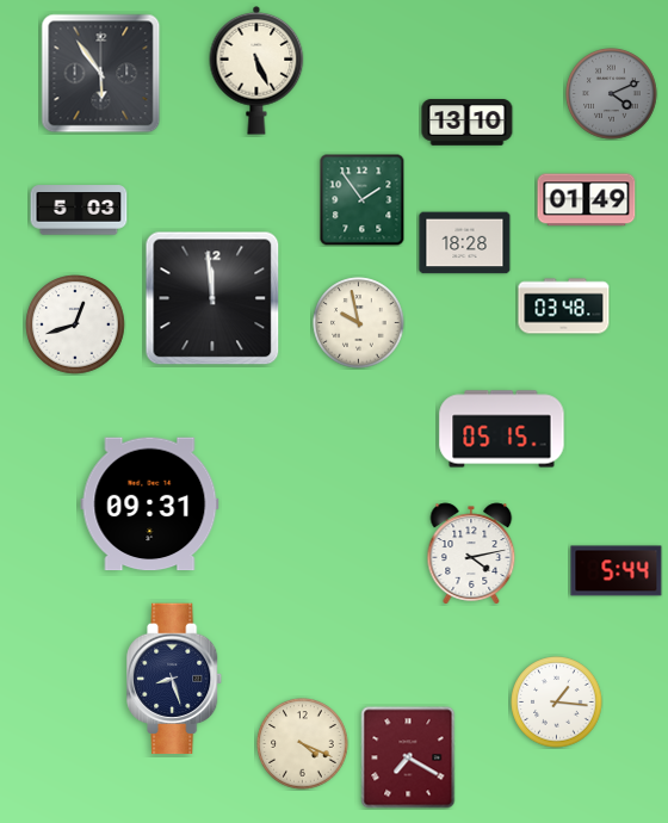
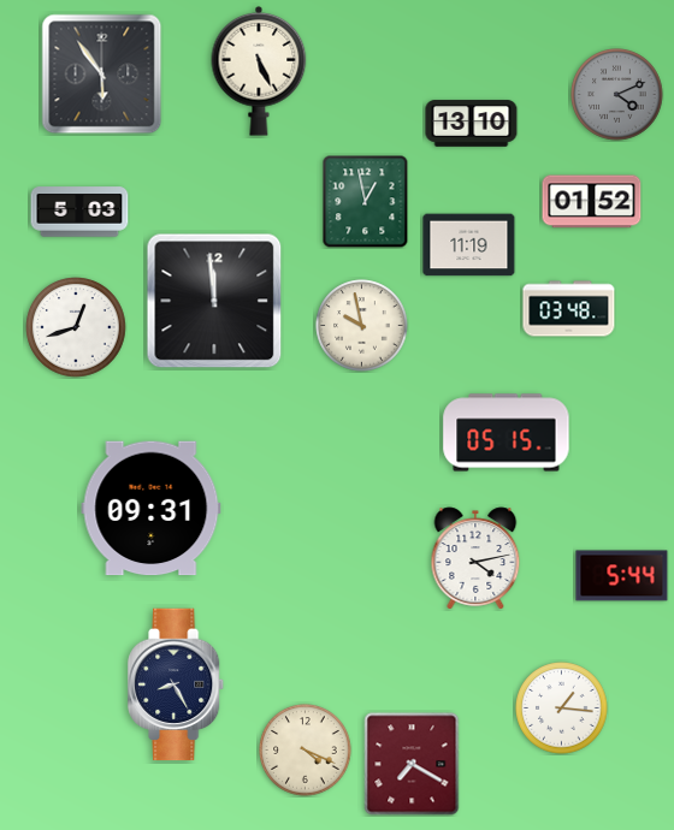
clock at (363, 199): 1:54 -> 12:58
clock at (587, 200): 01:49 -> 01:52
clock at (465, 243): 18:28 -> 11:19
clock at (175, 679): 8:27 -> 8:25
